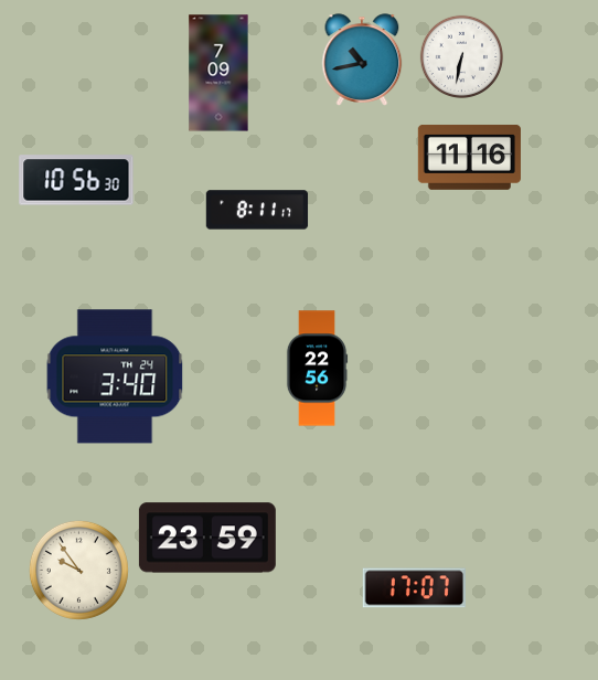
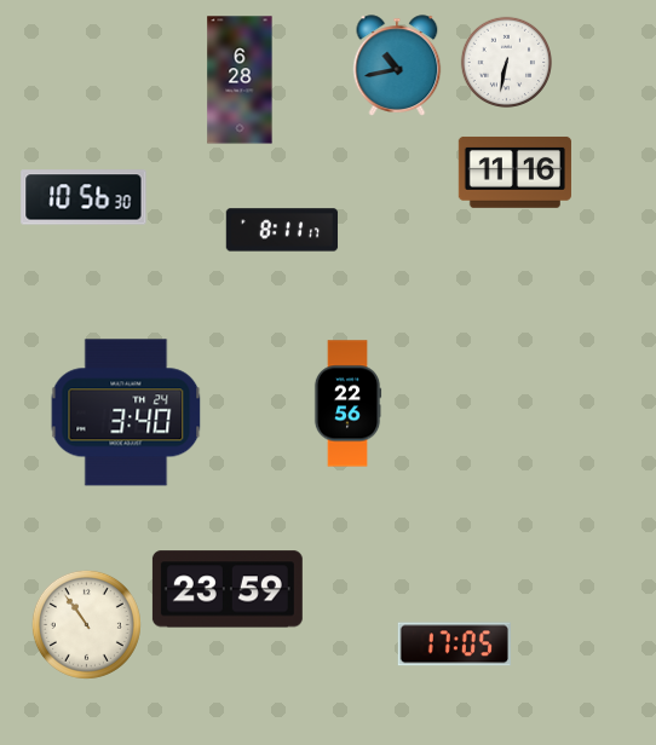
clock at (218, 73): 7:09 -> 6:28
clock at (78, 570): 9:54 -> 10:54
clock at (414, 588): 17:07 -> 17:05
